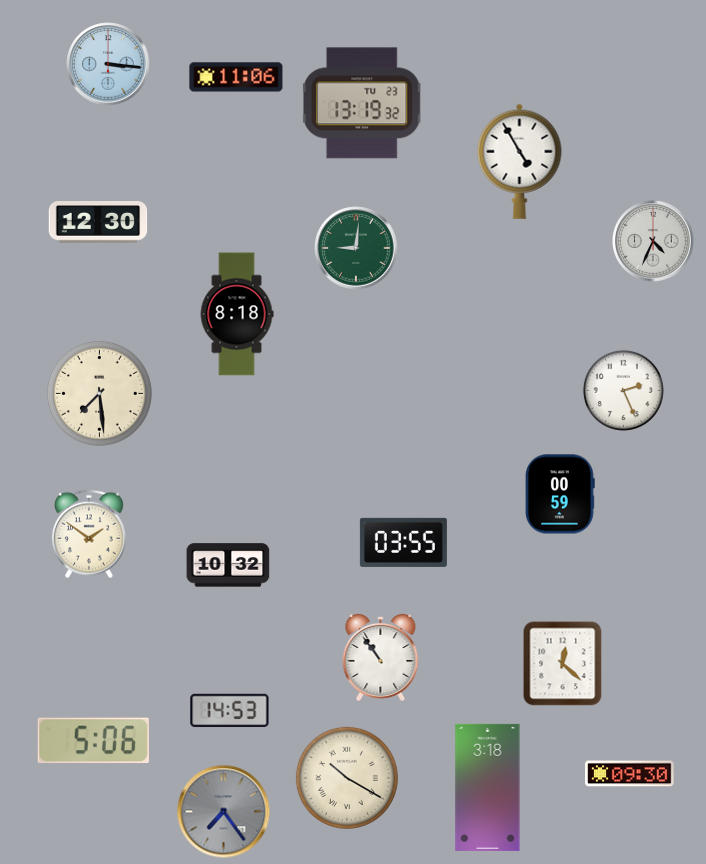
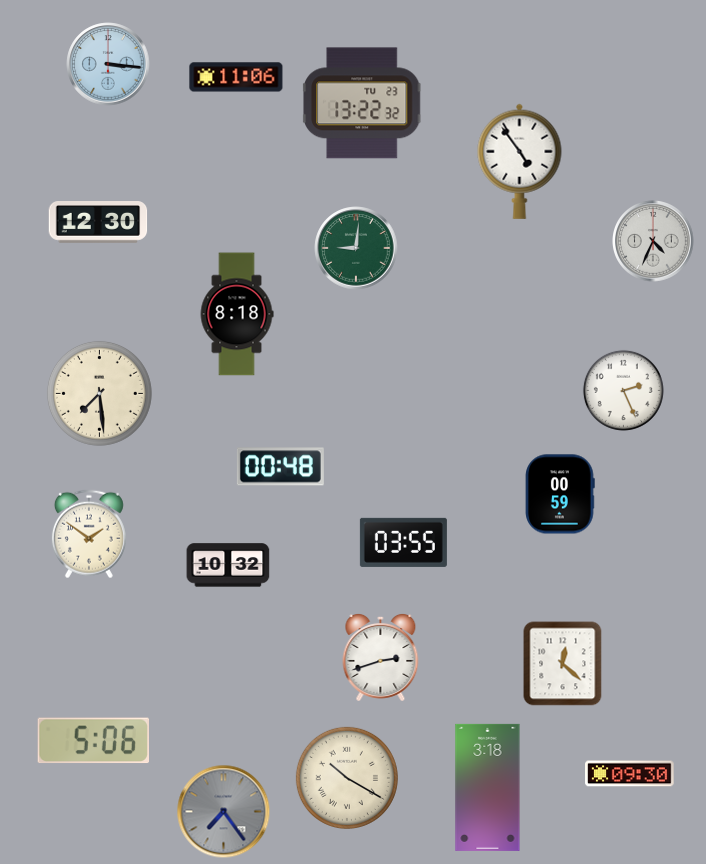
clock at (363, 103): 13:19 -> 13:22
clock at (520, 161): 4:55 -> 4:54
clock at (280, 467): none -> 00:48
clock at (381, 657): 10:54 -> 2:42
clock at (230, 711): 14:53 -> none
